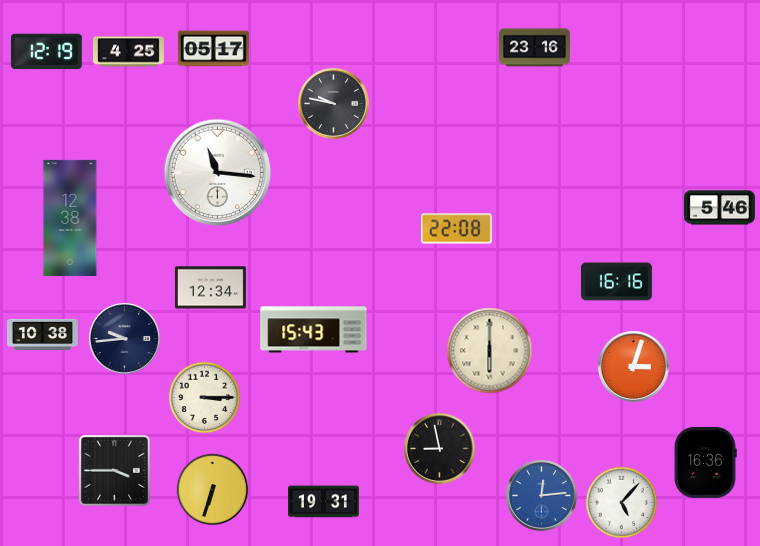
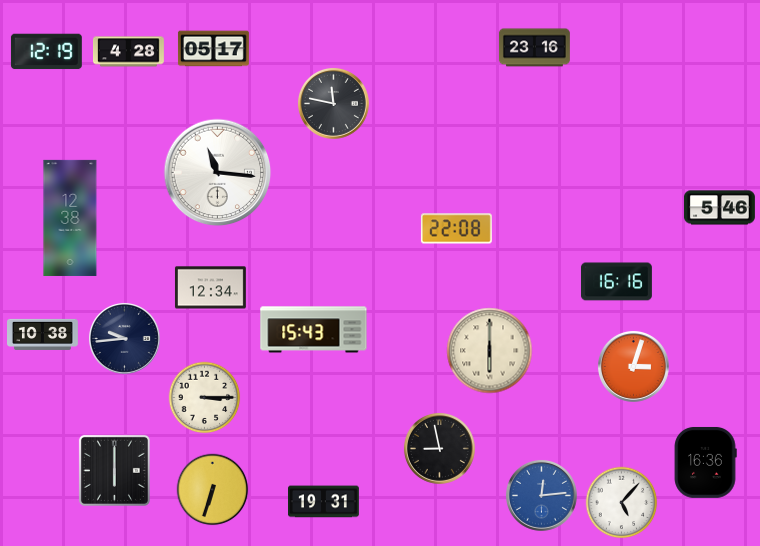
clock at (129, 52): 4:25 -> 4:28
clock at (333, 103): 9:47 -> 11:47
clock at (114, 470): 3:45 -> 6:00
